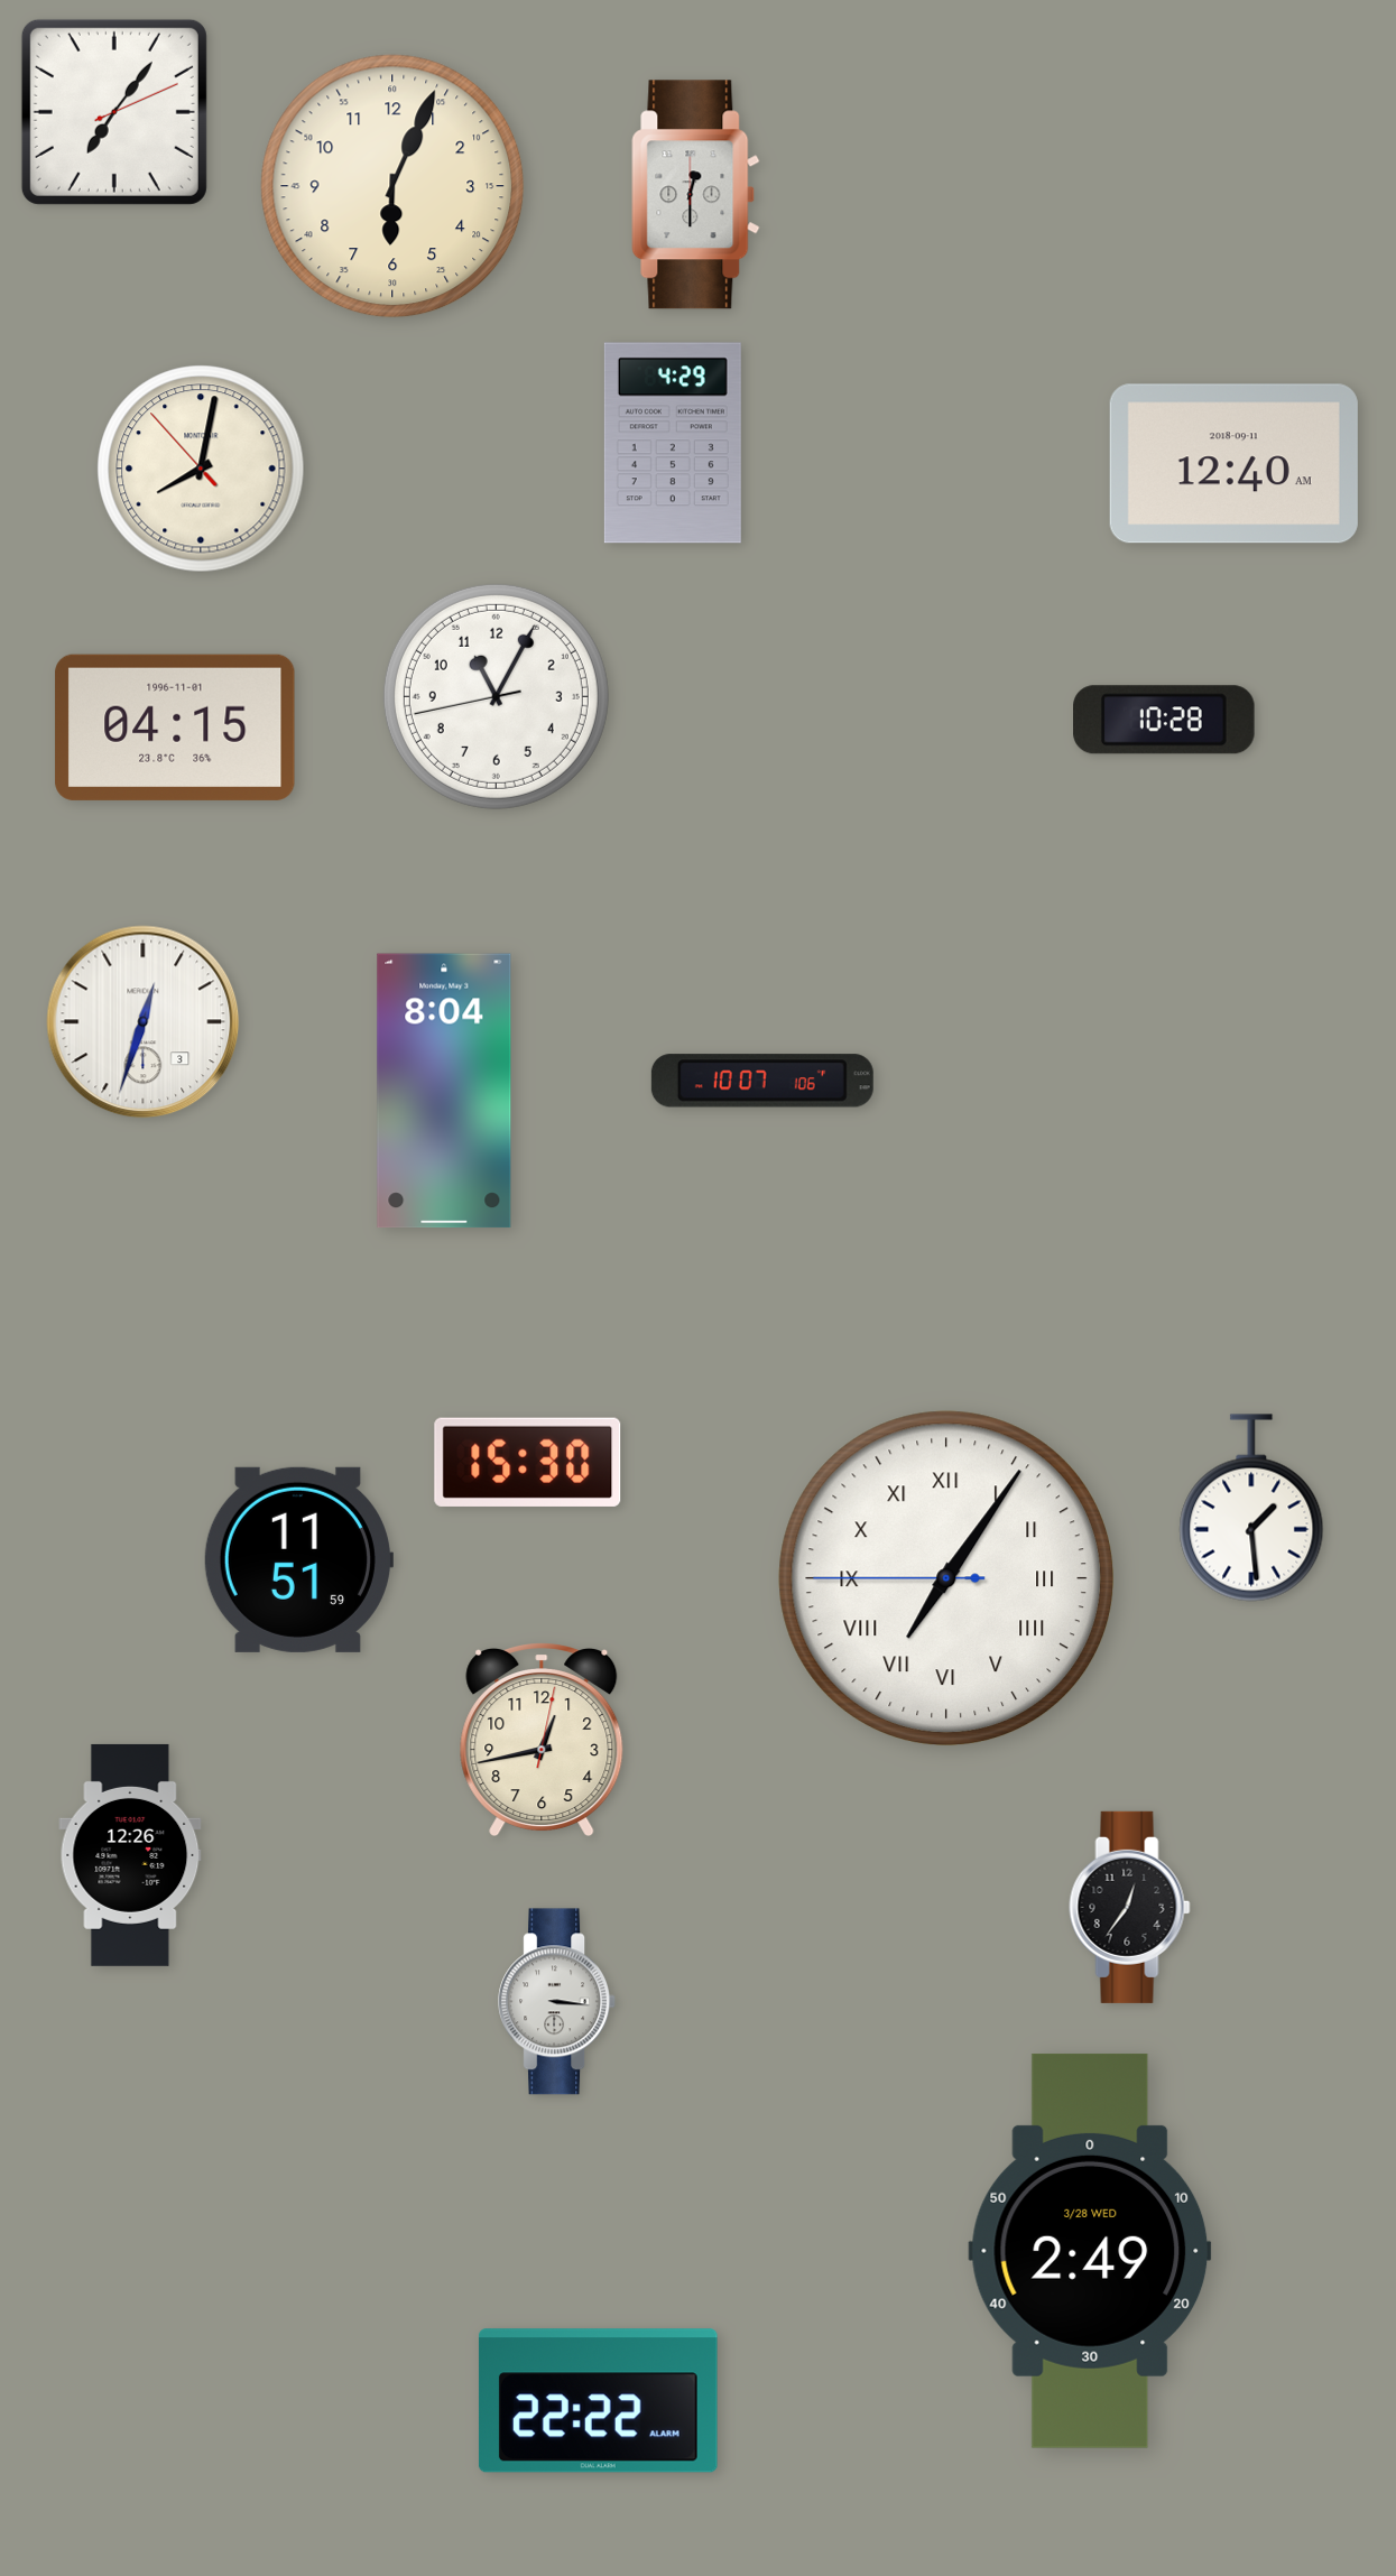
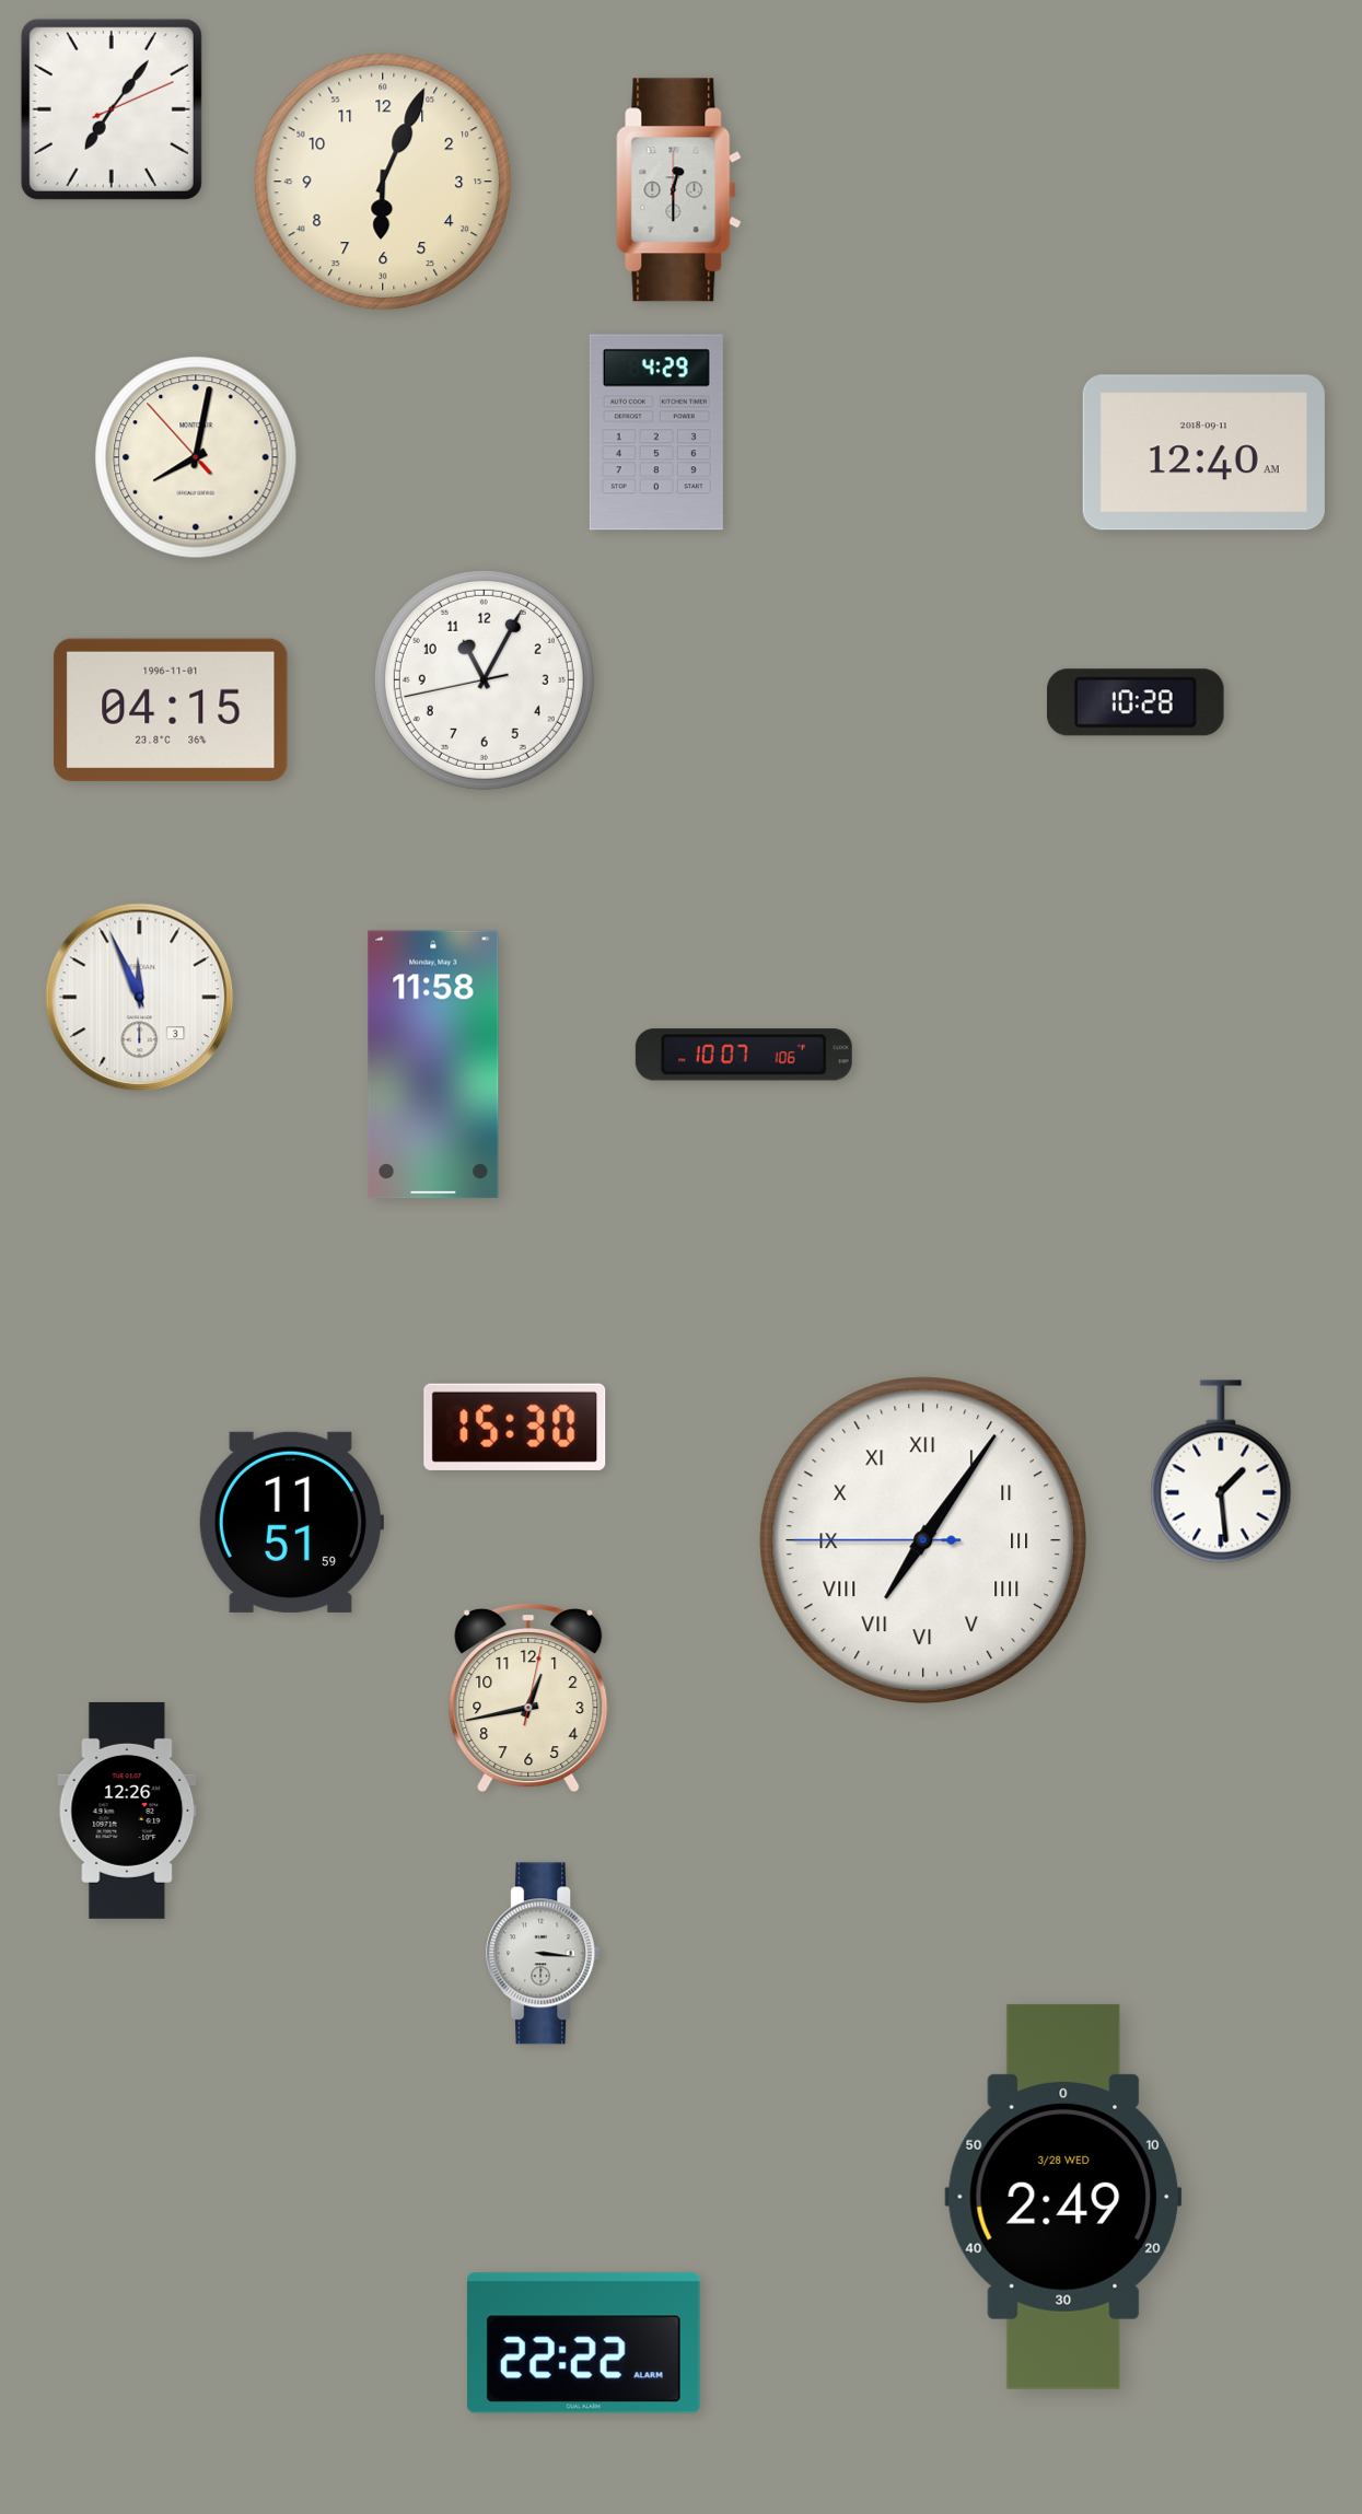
clock at (144, 1022): 12:33 -> 11:56
clock at (444, 1091): 8:04 -> 11:58
clock at (1130, 1907): 12:36 -> none
